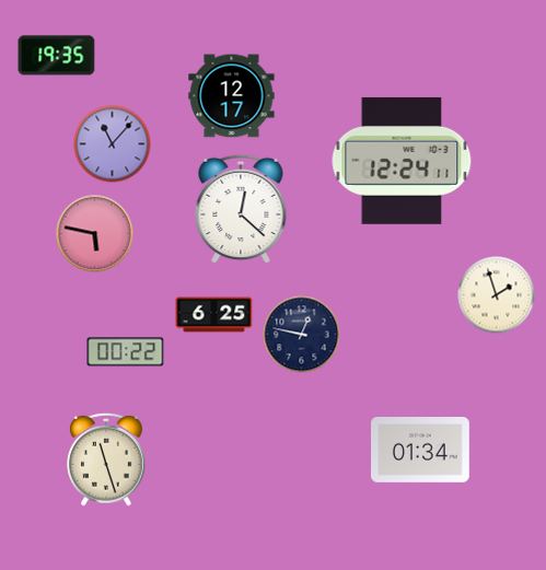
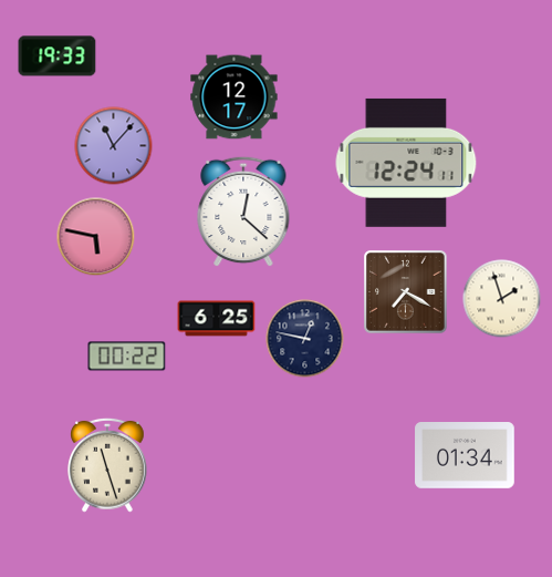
clock at (57, 56): 19:35 -> 19:33
clock at (406, 292): none -> 7:20
clock at (420, 451) position: (420, 451) -> (465, 456)
